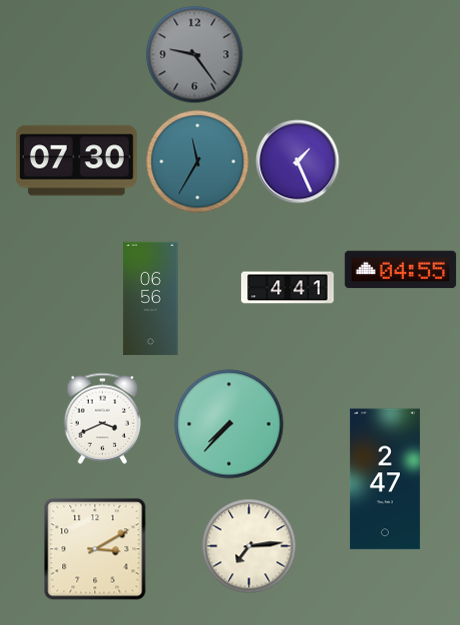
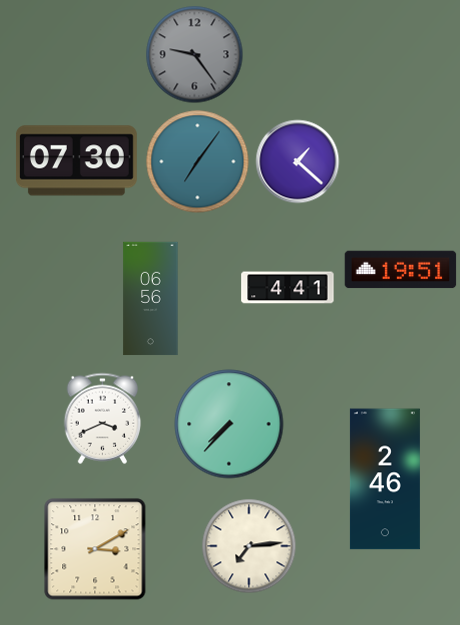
clock at (198, 162): 11:35 -> 7:06
clock at (298, 162): 1:26 -> 1:22
clock at (401, 270): 04:55 -> 19:51
clock at (385, 479): 2:47 -> 2:46
